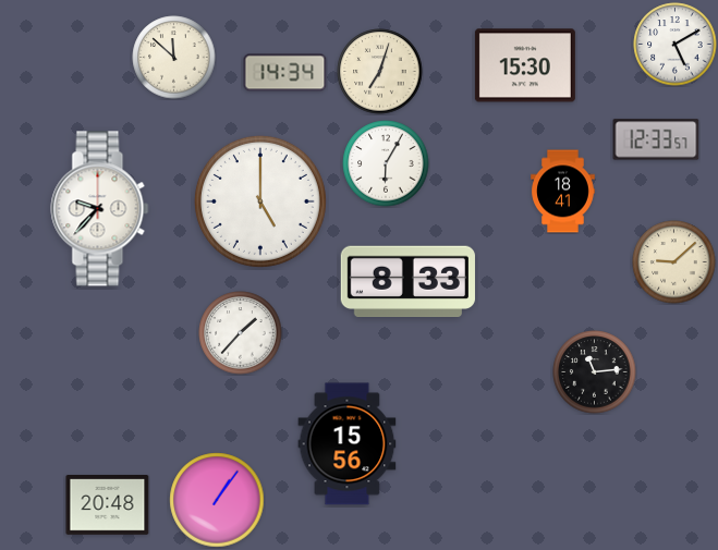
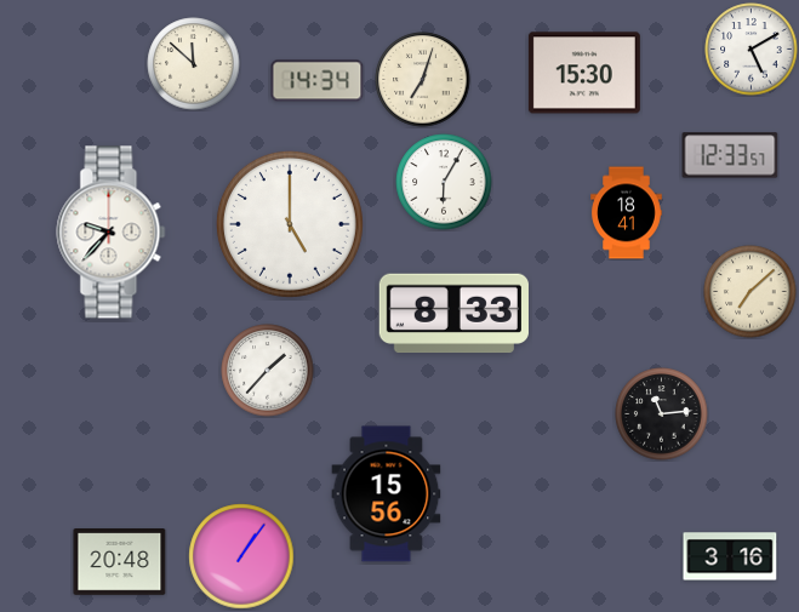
clock at (386, 163) position: (386, 163) -> (444, 182)
clock at (674, 262): 9:08 -> 7:08
clock at (730, 556): none -> 3:16
